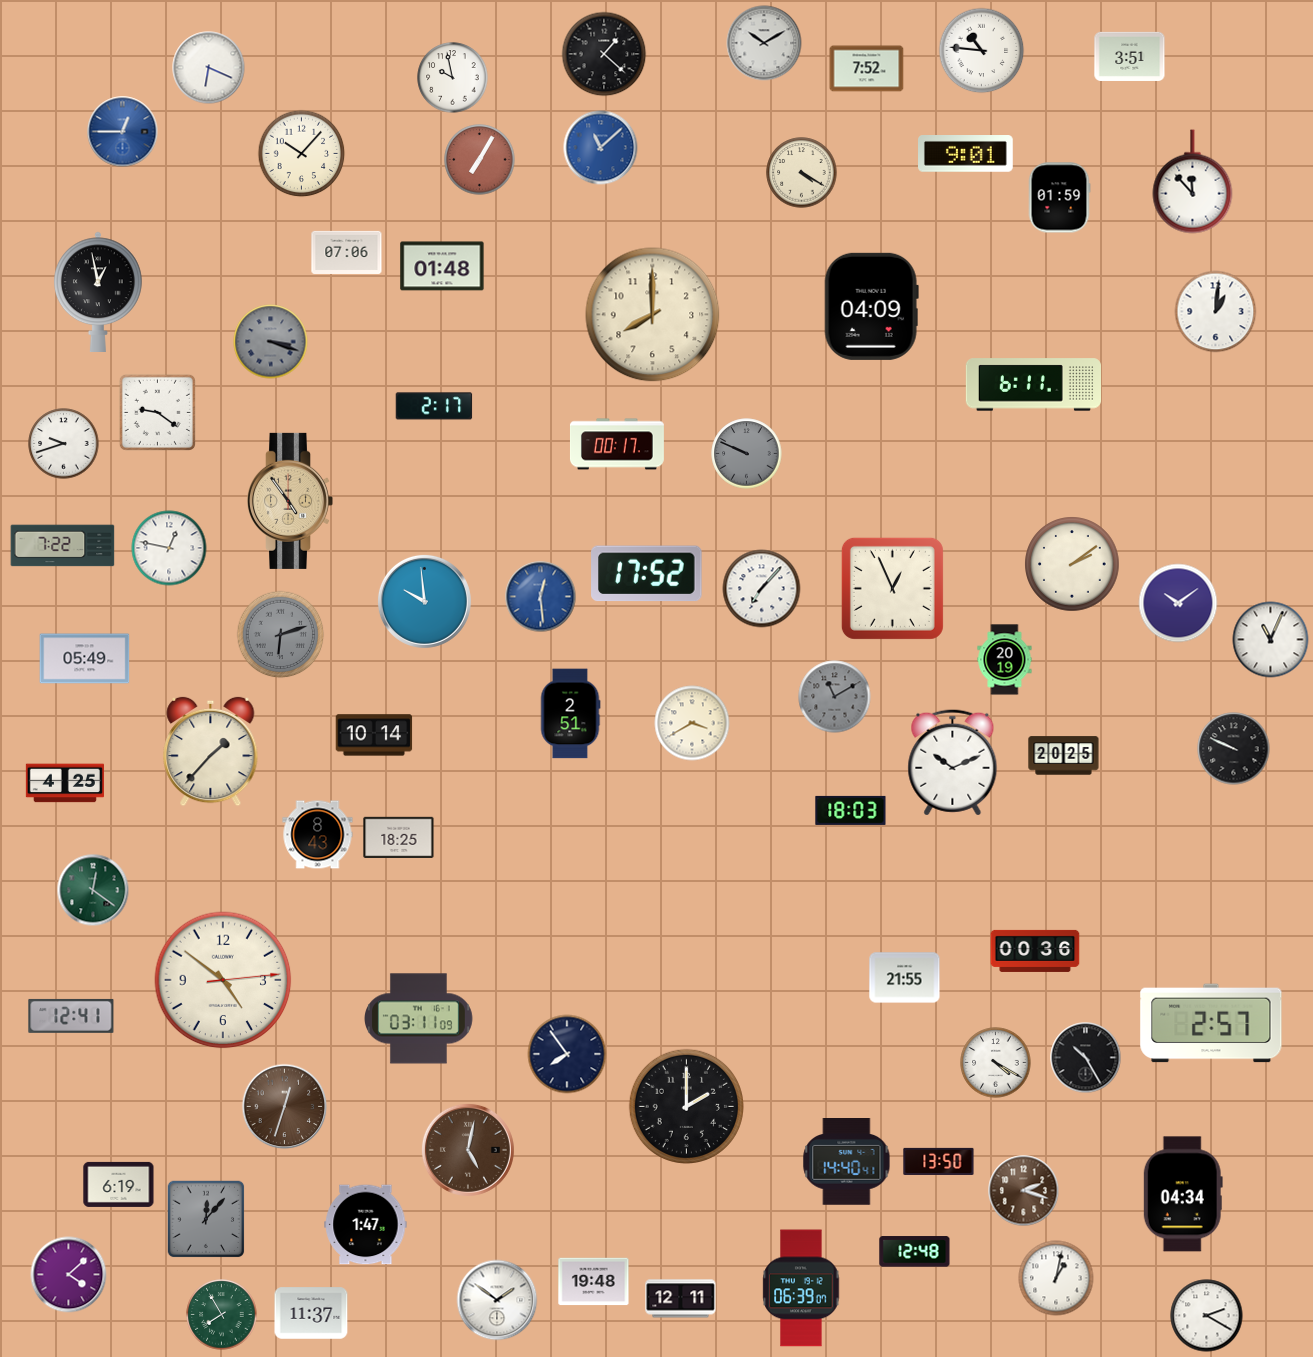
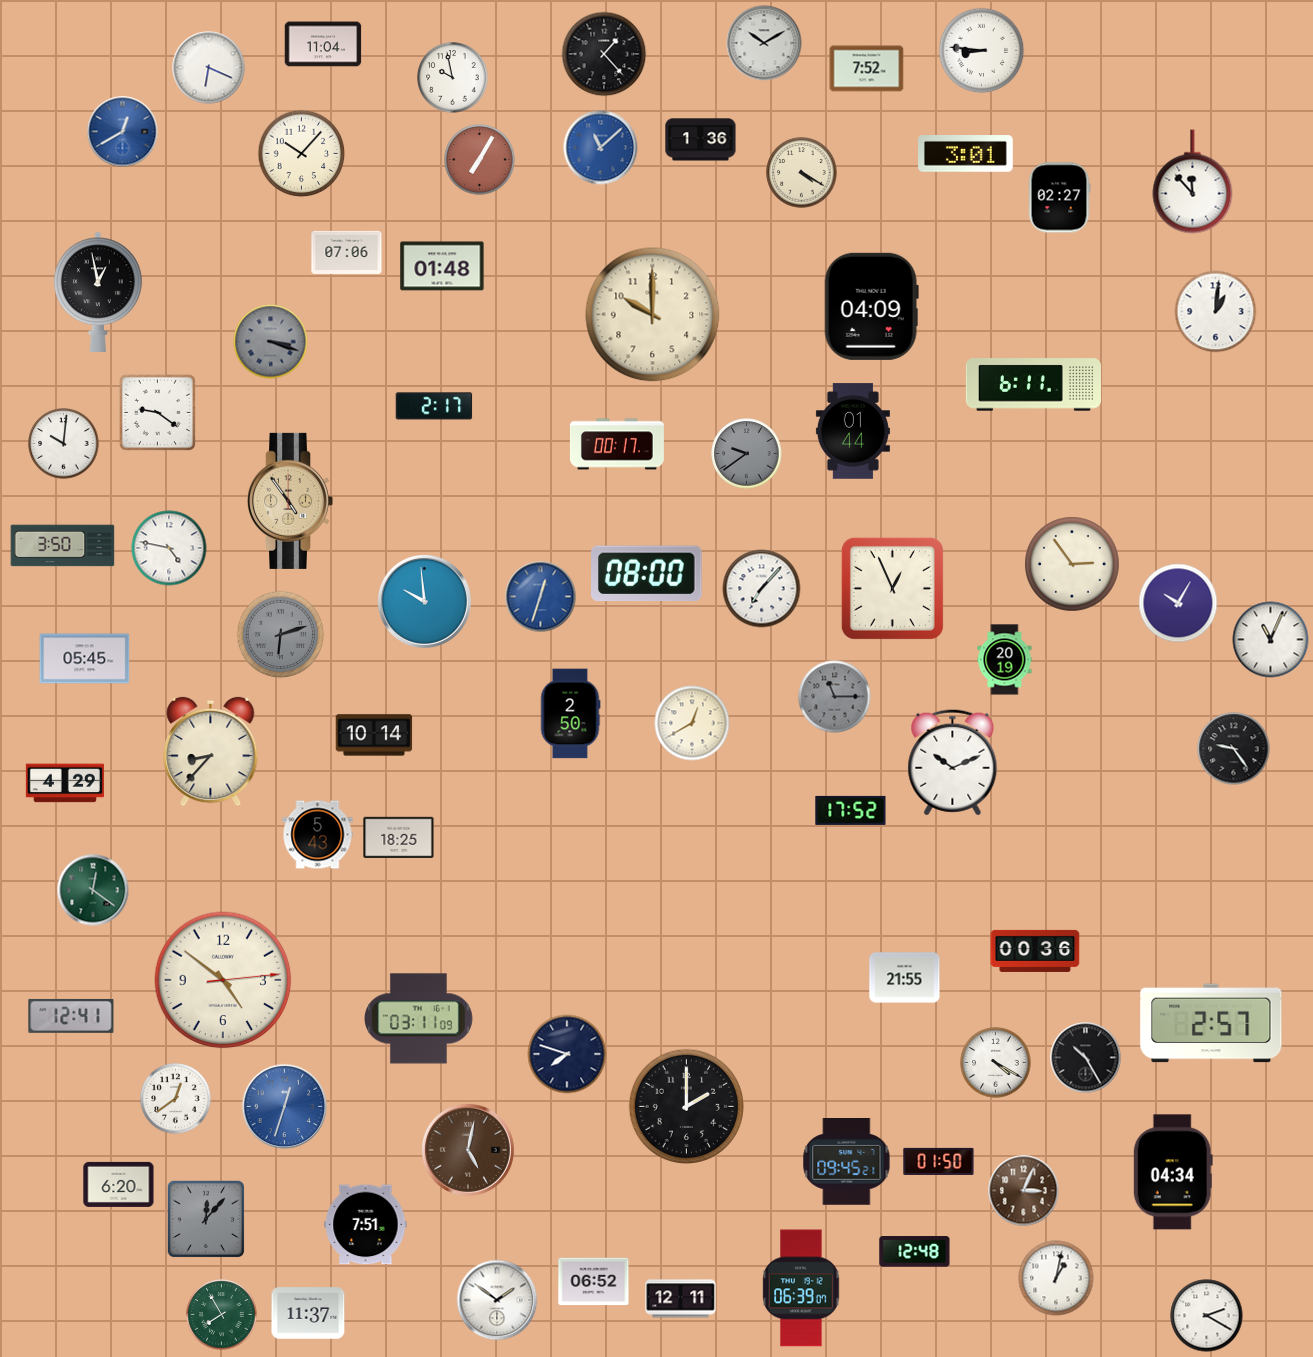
clock at (323, 44): none -> 11:04
clock at (982, 51): 10:46 -> 8:46
clock at (604, 54): 1:22 -> 1:23
clock at (1130, 56): 3:51 -> none
clock at (123, 132): 12:45 -> 12:40
clock at (701, 140): none -> 1:36
clock at (966, 154): 9:01 -> 3:01
clock at (1059, 198): 01:59 -> 02:27
clock at (653, 315): 8:00 -> 10:00
clock at (853, 431): none -> 01:44
clock at (64, 444): 9:42 -> 10:01
clock at (747, 454): 9:49 -> 9:39
clock at (63, 546): 7:22 -> 3:50
clock at (169, 548): 12:47 -> 4:47
clock at (1072, 564): 2:09 -> 2:54
clock at (647, 574): 17:52 -> 08:00
clock at (541, 597): 12:29 -> 12:33
clock at (1178, 603): 10:09 -> 10:05
clock at (85, 659): 05:49 -> 05:45
clock at (835, 697): 11:10 -> 11:15
clock at (570, 714): 2:51 -> 2:50
clock at (692, 723): 3:40 -> 12:40
clock at (1234, 749): 9:49 -> 9:24
clock at (211, 752): 1:37 -> 8:37
clock at (1064, 756): 20:25 -> none
clock at (65, 783): 4:25 -> 4:29
clock at (851, 810): 18:03 -> 17:52
clock at (318, 835): 8:43 -> 5:43
clock at (567, 1054): 7:54 -> 7:48
clock at (176, 1099): none -> 12:39
clock at (285, 1107) dial: brown -> blue
clock at (939, 1161): 13:50 -> 01:50
clock at (847, 1162): 14:40 -> 09:45
clock at (119, 1184): 6:19 -> 6:20
clock at (1024, 1191): 2:18 -> 3:04
clock at (1183, 1194) position: (1183, 1194) -> (1173, 1172)
clock at (366, 1225): 1:47 -> 7:51
clock at (69, 1275): 4:08 -> none
clock at (594, 1282): 19:48 -> 06:52
clock at (311, 1313) position: (311, 1313) -> (308, 1313)
